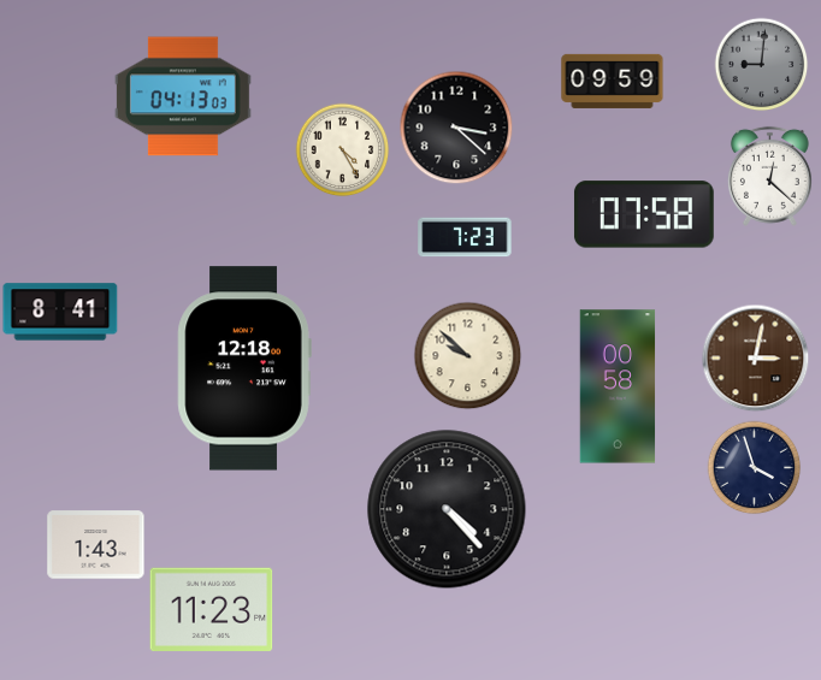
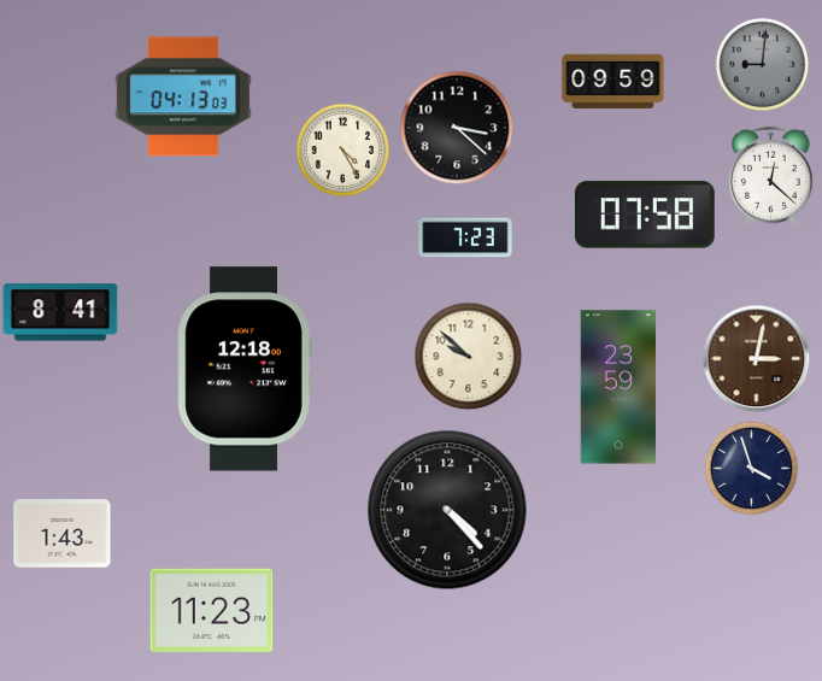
clock at (618, 386): 00:58 -> 23:59
clock at (754, 467) position: (754, 467) -> (751, 468)
clock at (96, 545) position: (96, 545) -> (63, 534)
